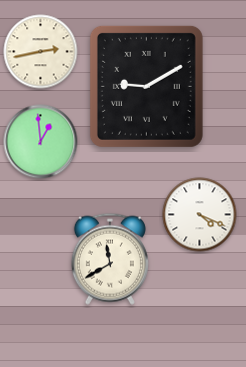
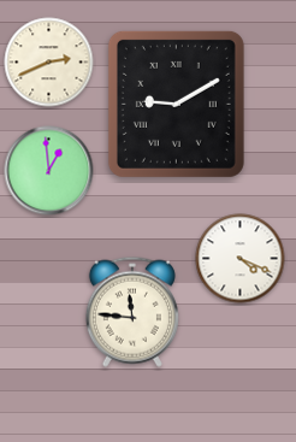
clock at (41, 52): 2:43 -> 2:41
clock at (110, 259): 11:40 -> 11:46
